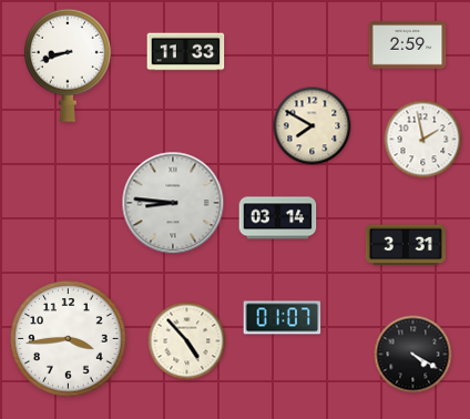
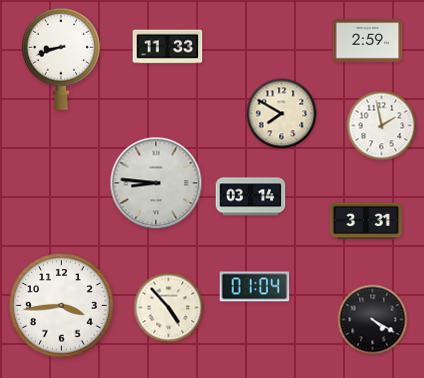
clock at (283, 318): 01:07 -> 01:04
